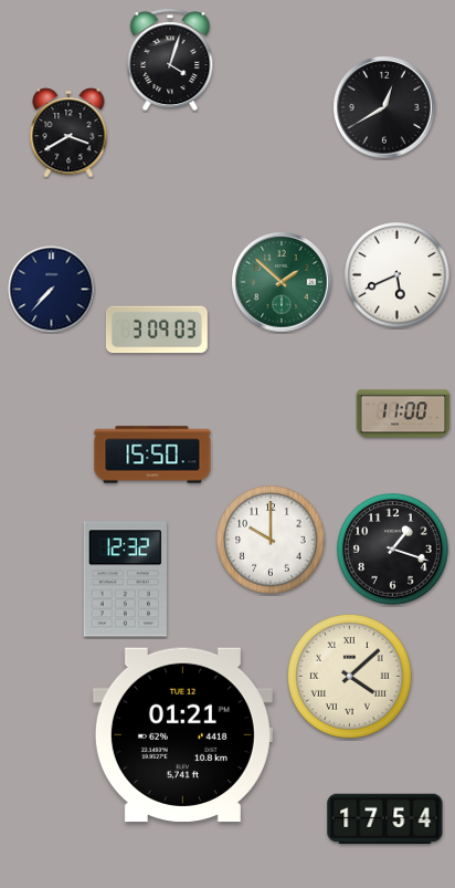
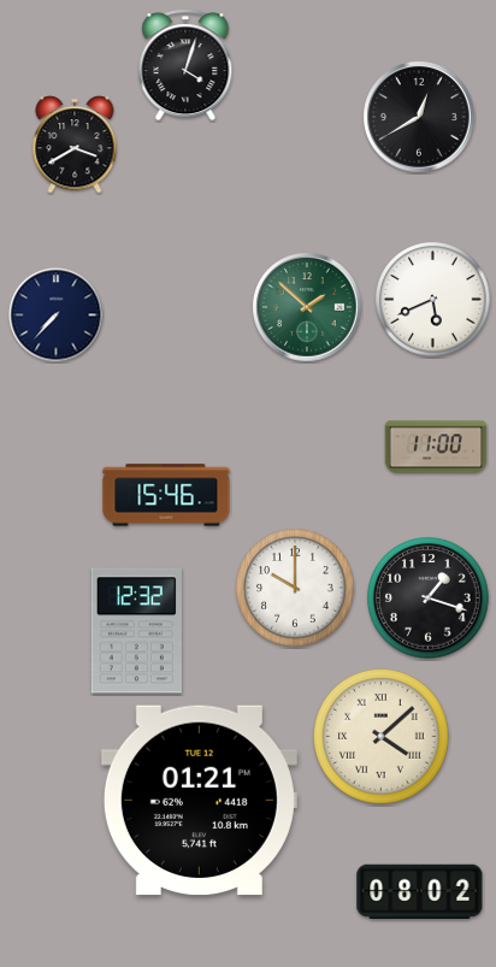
clock at (157, 330): 3:09 -> none
clock at (403, 414) position: (403, 414) -> (436, 447)
clock at (152, 455): 15:50 -> 15:46
clock at (385, 818): 17:54 -> 08:02
